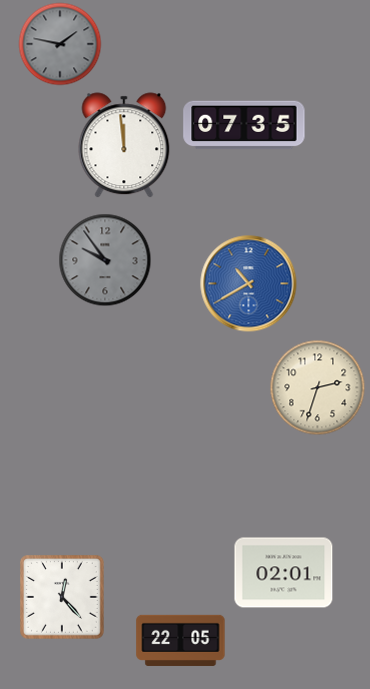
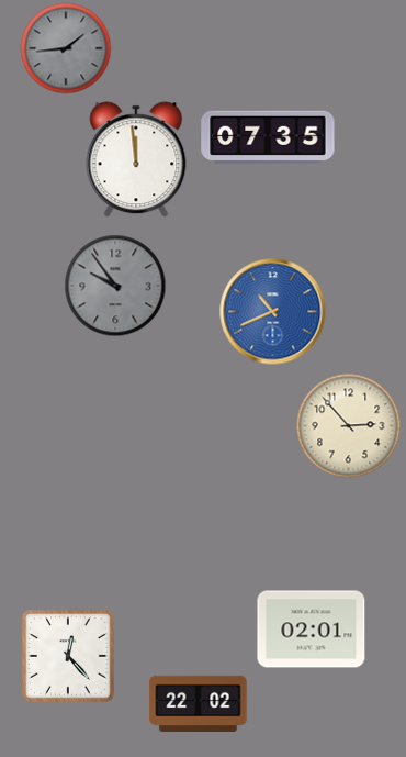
clock at (60, 44): 1:47 -> 1:44
clock at (249, 284): 10:40 -> 10:41
clock at (318, 388): 2:33 -> 2:53
clock at (181, 640): 22:05 -> 22:02
